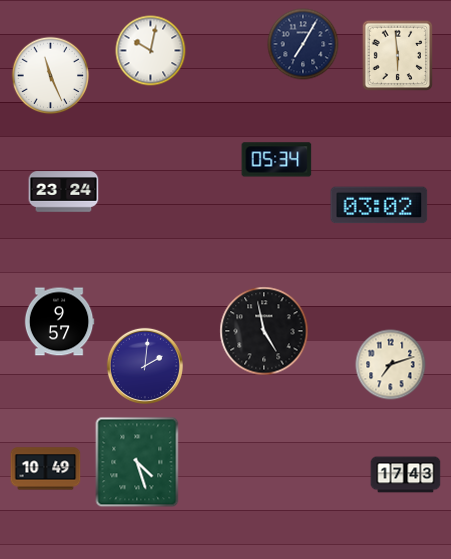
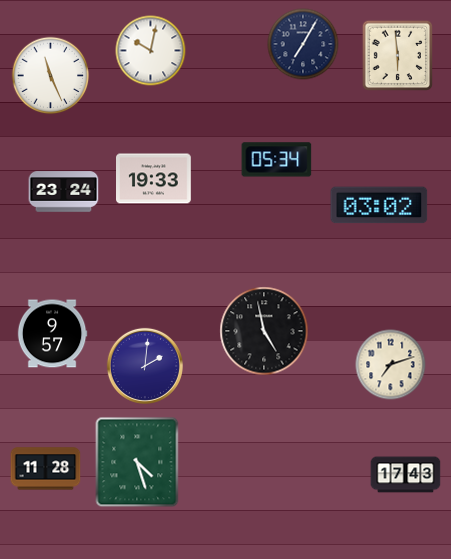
clock at (154, 179): none -> 19:33
clock at (59, 322) position: (59, 322) -> (52, 334)
clock at (46, 469): 10:49 -> 11:28
